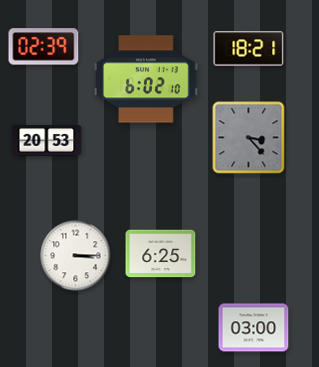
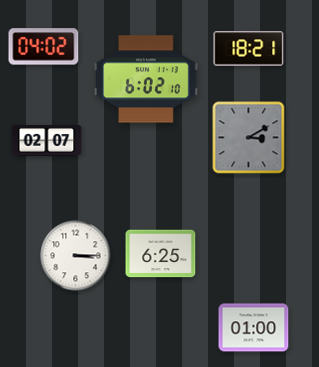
clock at (44, 47): 02:39 -> 04:02
clock at (249, 138): 3:23 -> 3:10
clock at (47, 141): 20:53 -> 02:07
clock at (254, 328): 03:00 -> 01:00
